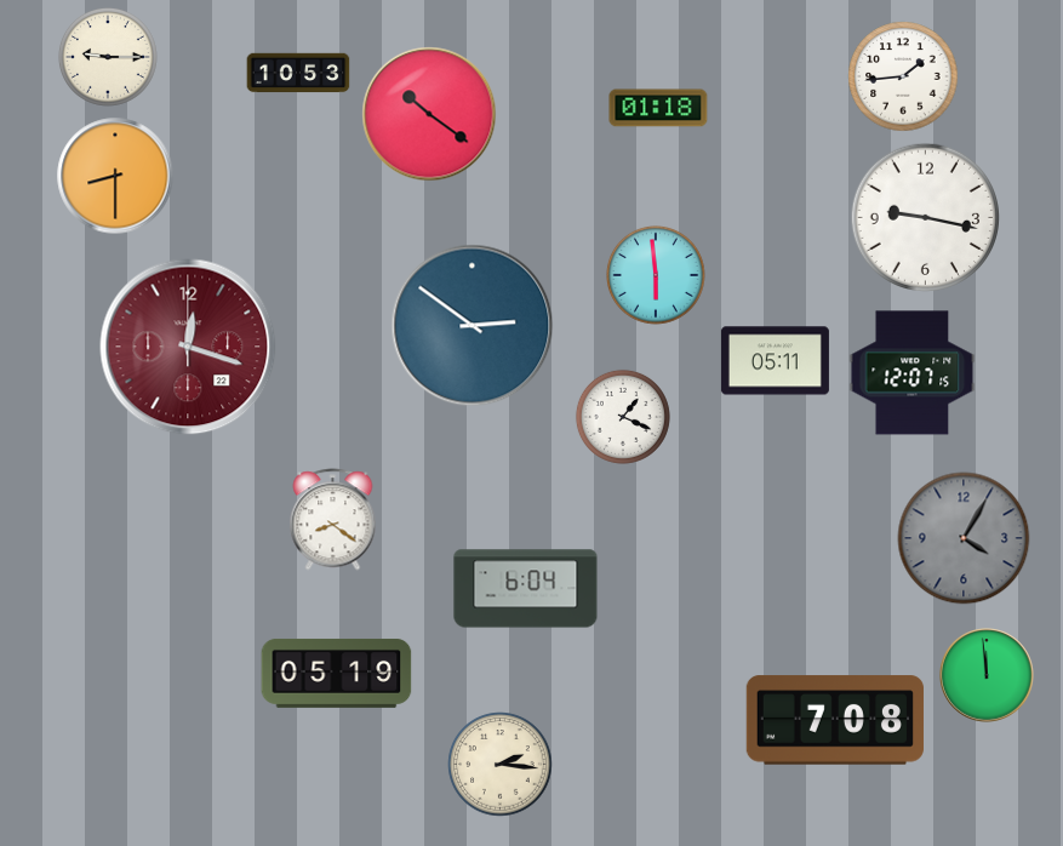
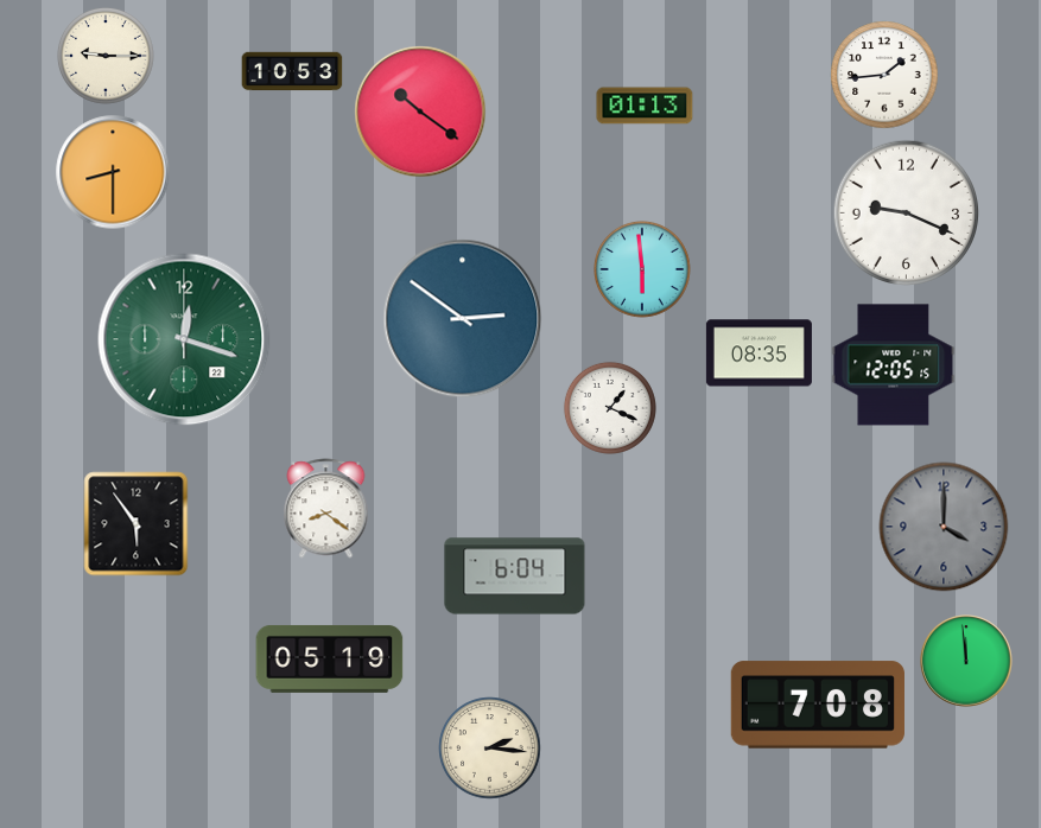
clock at (658, 108): 01:18 -> 01:13
clock at (925, 217): 9:17 -> 9:19
clock at (188, 347) dial: burgundy -> green
clock at (775, 361): 05:11 -> 08:35
clock at (913, 373): 12:07 -> 12:05
clock at (137, 524): none -> 5:54
clock at (964, 538): 4:05 -> 4:00
